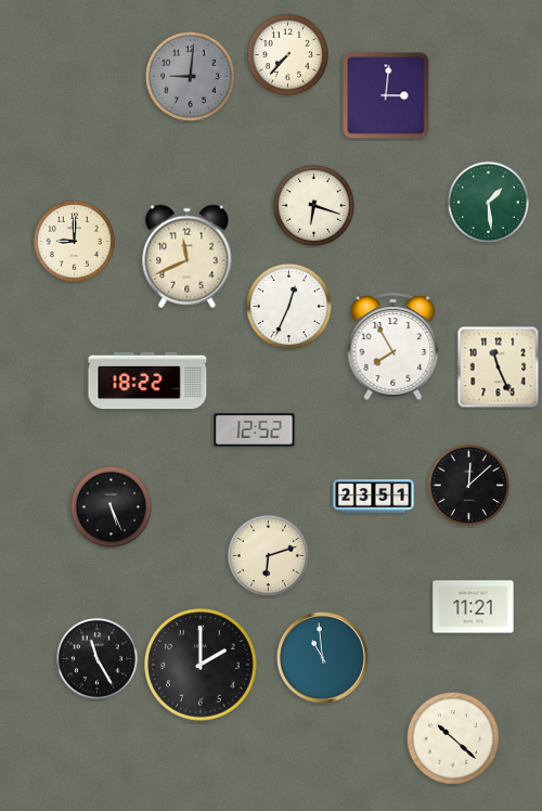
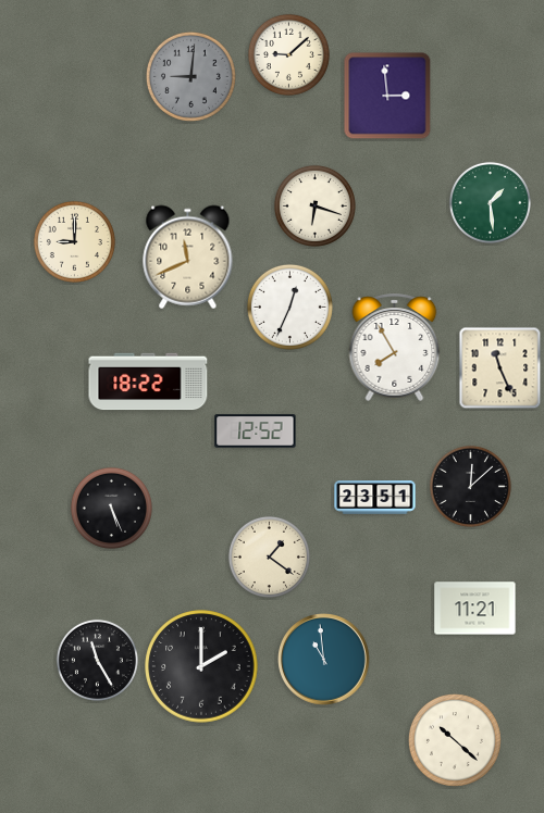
clock at (287, 54): 7:37 -> 9:08
clock at (386, 95): 3:01 -> 2:59
clock at (268, 555): 6:12 -> 1:21
